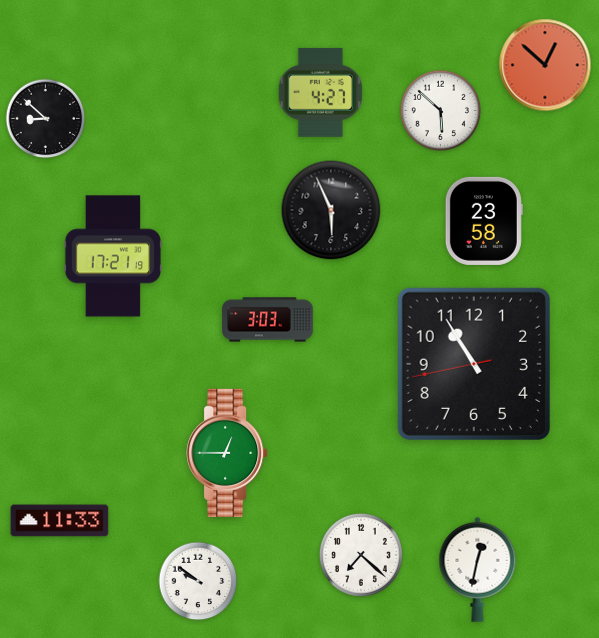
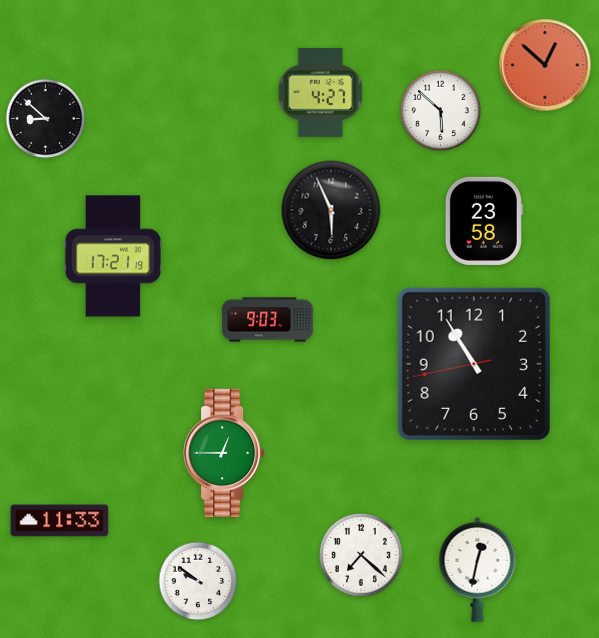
clock at (268, 320): 3:03 -> 9:03
clock at (227, 453) position: (227, 453) -> (224, 453)
